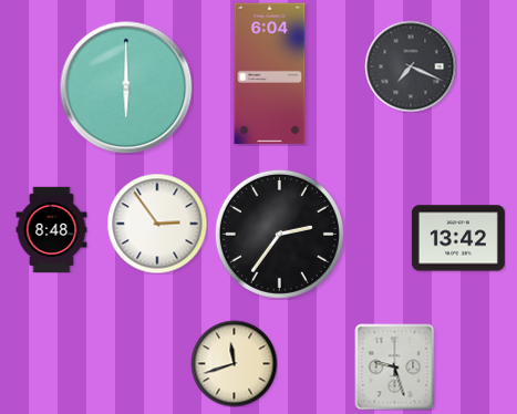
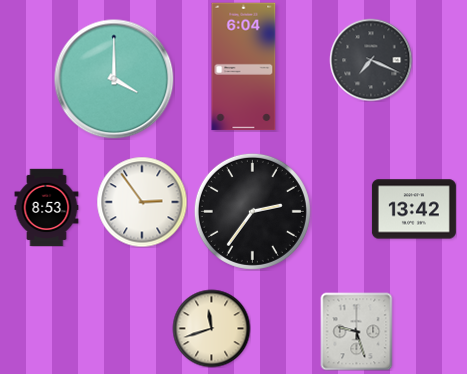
clock at (126, 87): 6:00 -> 4:00
clock at (52, 229): 8:48 -> 8:53
clock at (458, 238) position: (458, 238) -> (414, 209)
